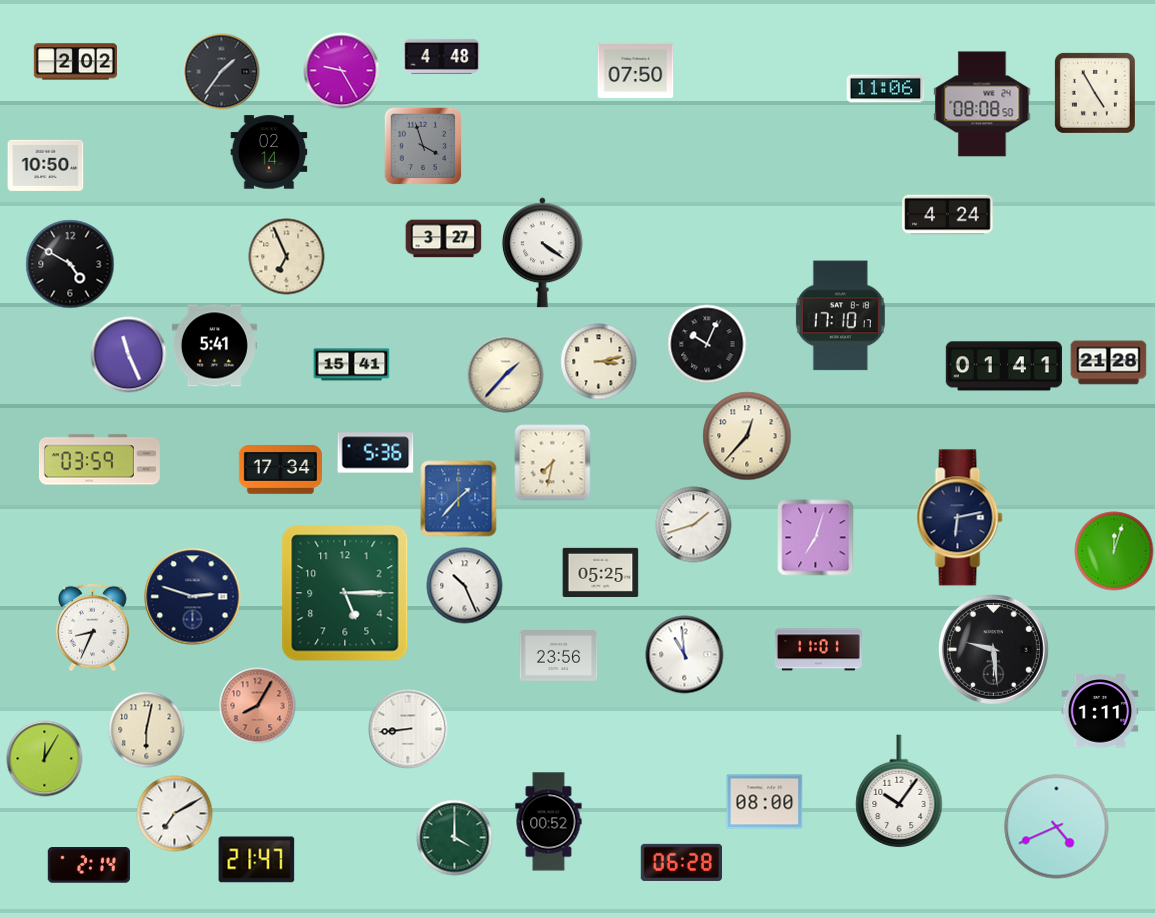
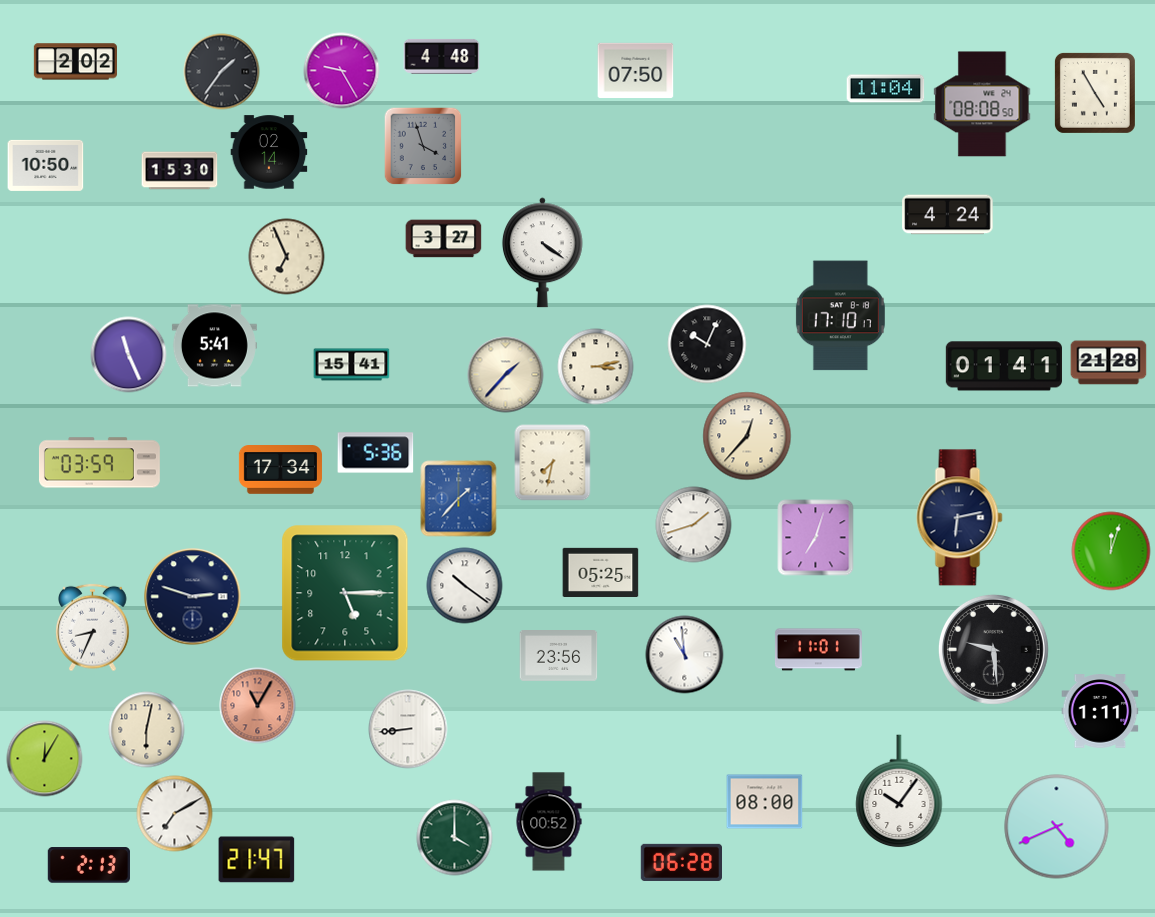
clock at (886, 89): 11:06 -> 11:04
clock at (180, 171): none -> 15:30
clock at (70, 264): 4:50 -> none
clock at (599, 362) position: (599, 362) -> (596, 367)
clock at (99, 460) position: (99, 460) -> (99, 463)
clock at (1114, 551) position: (1114, 551) -> (1111, 551)
clock at (465, 586): 10:26 -> 10:21
clock at (258, 706): 8:05 -> 11:05
clock at (89, 865): 2:14 -> 2:13
